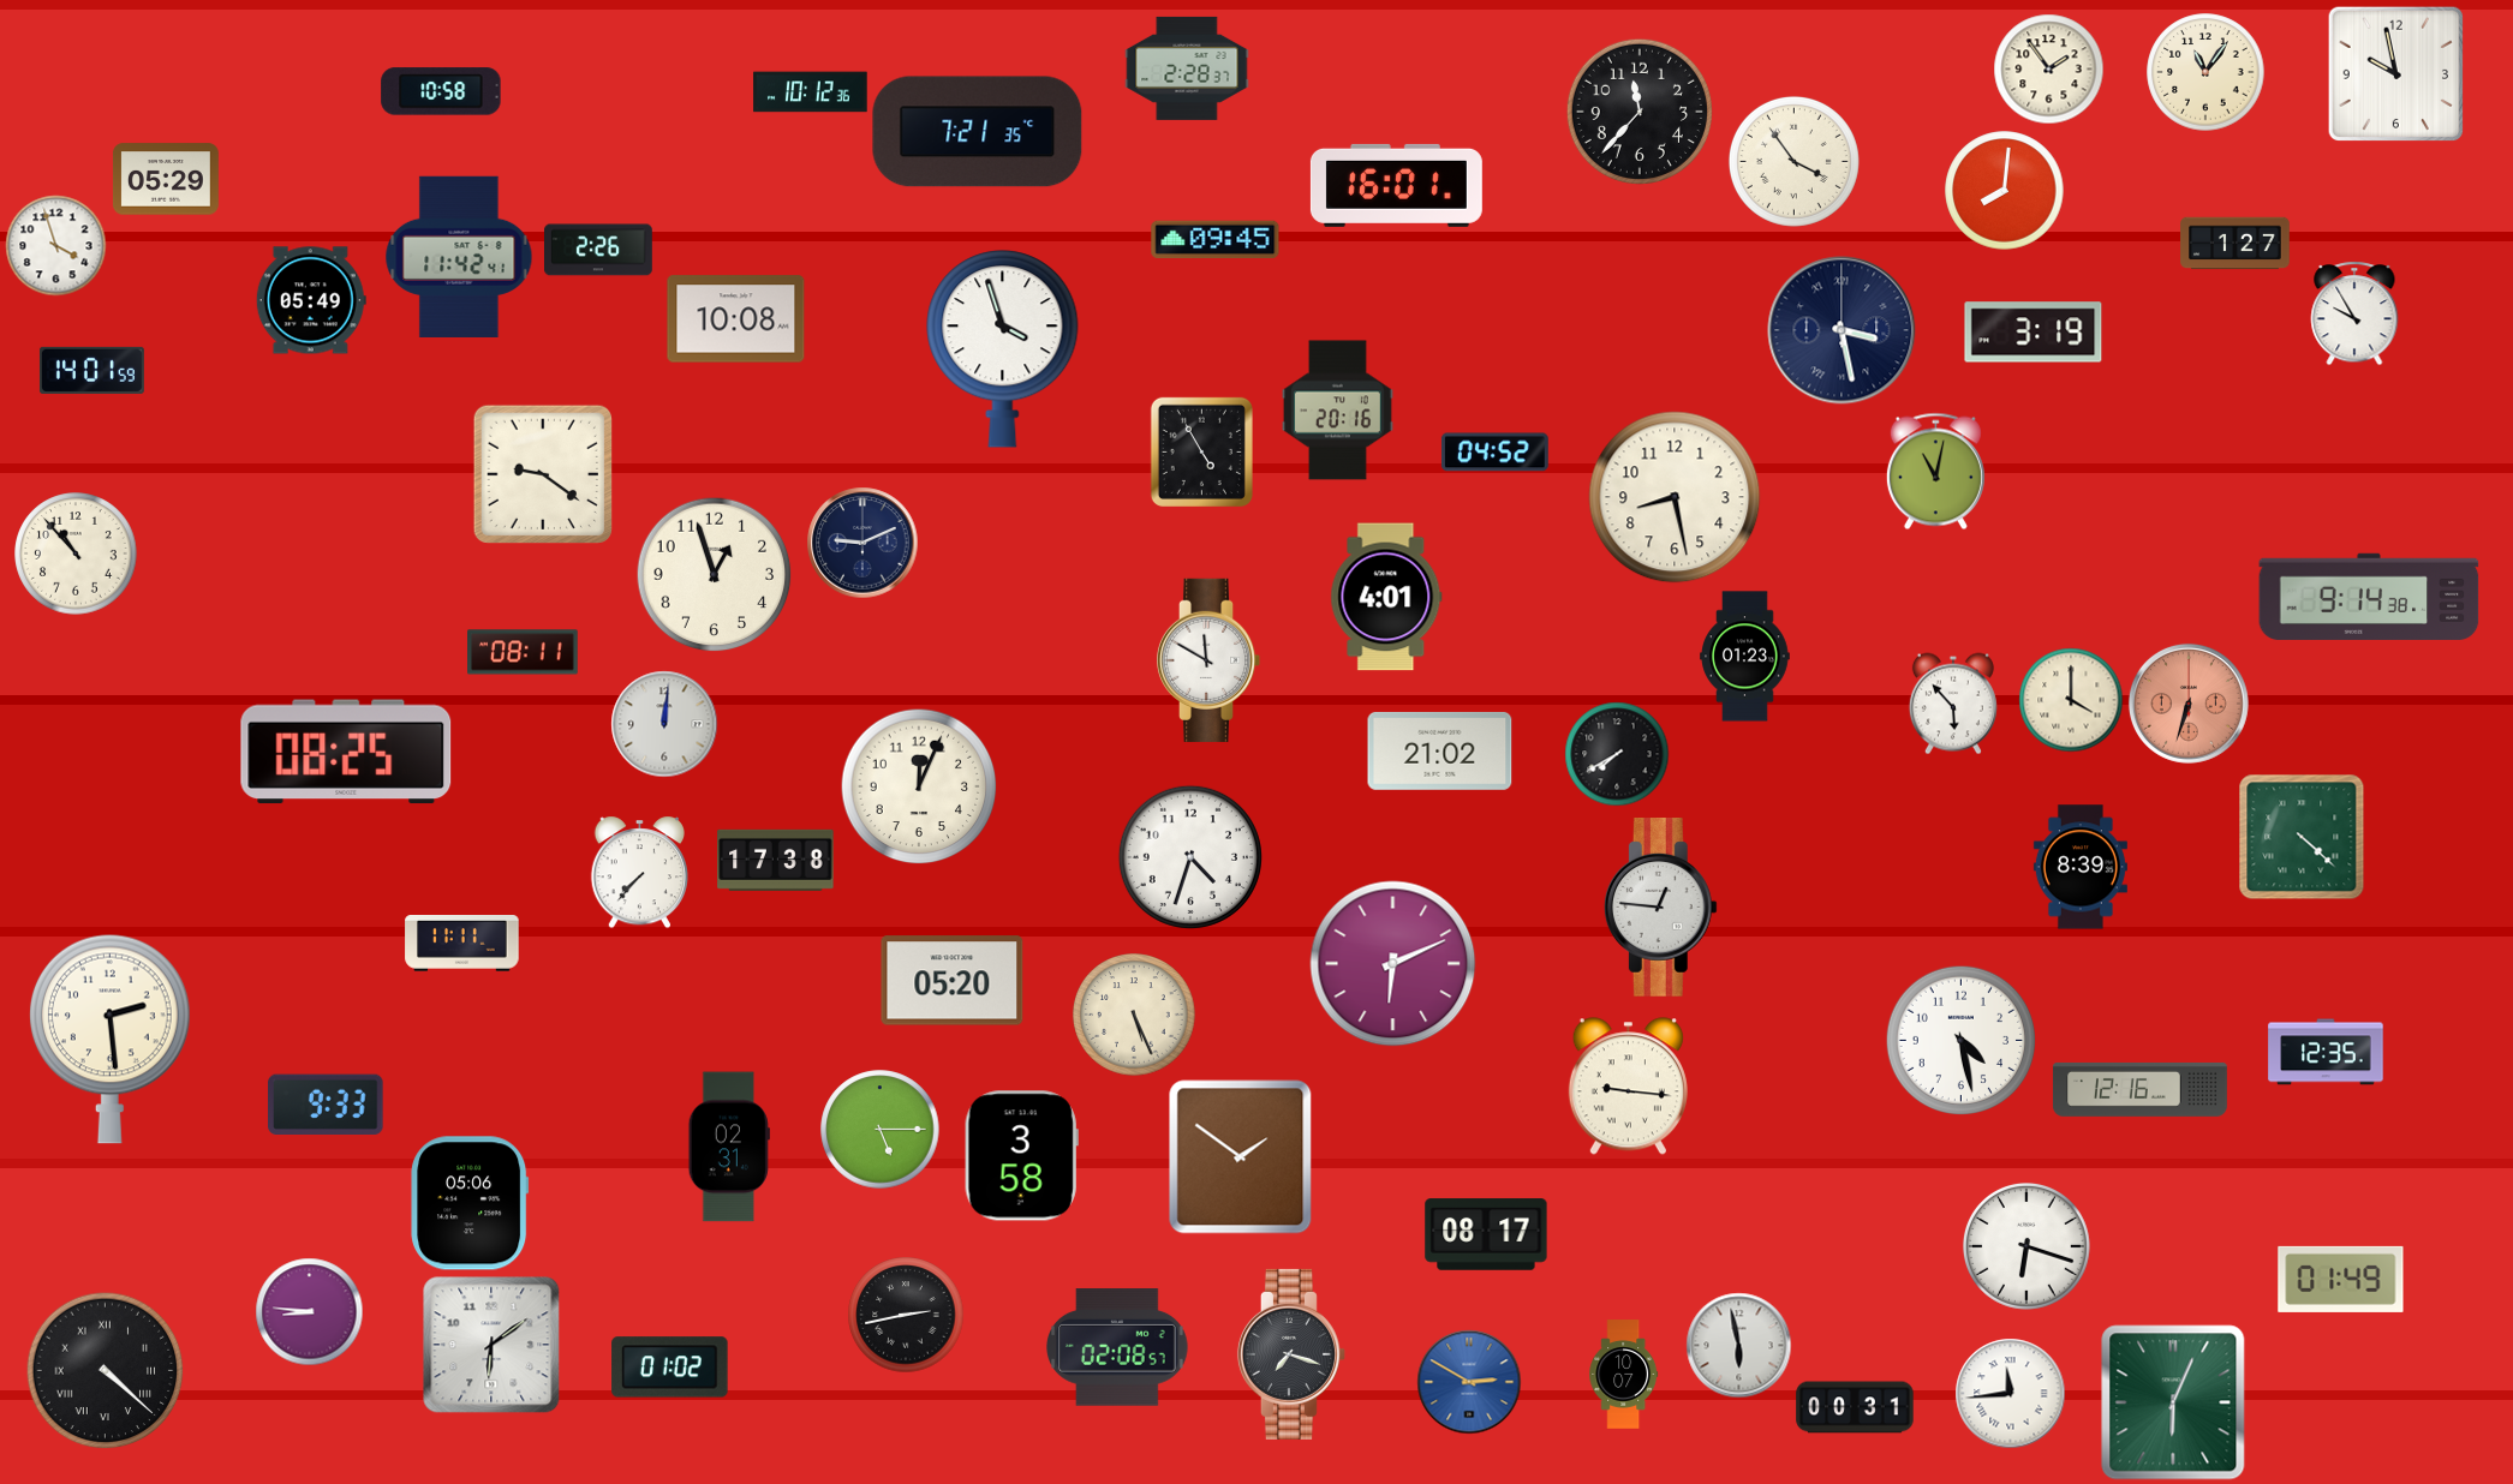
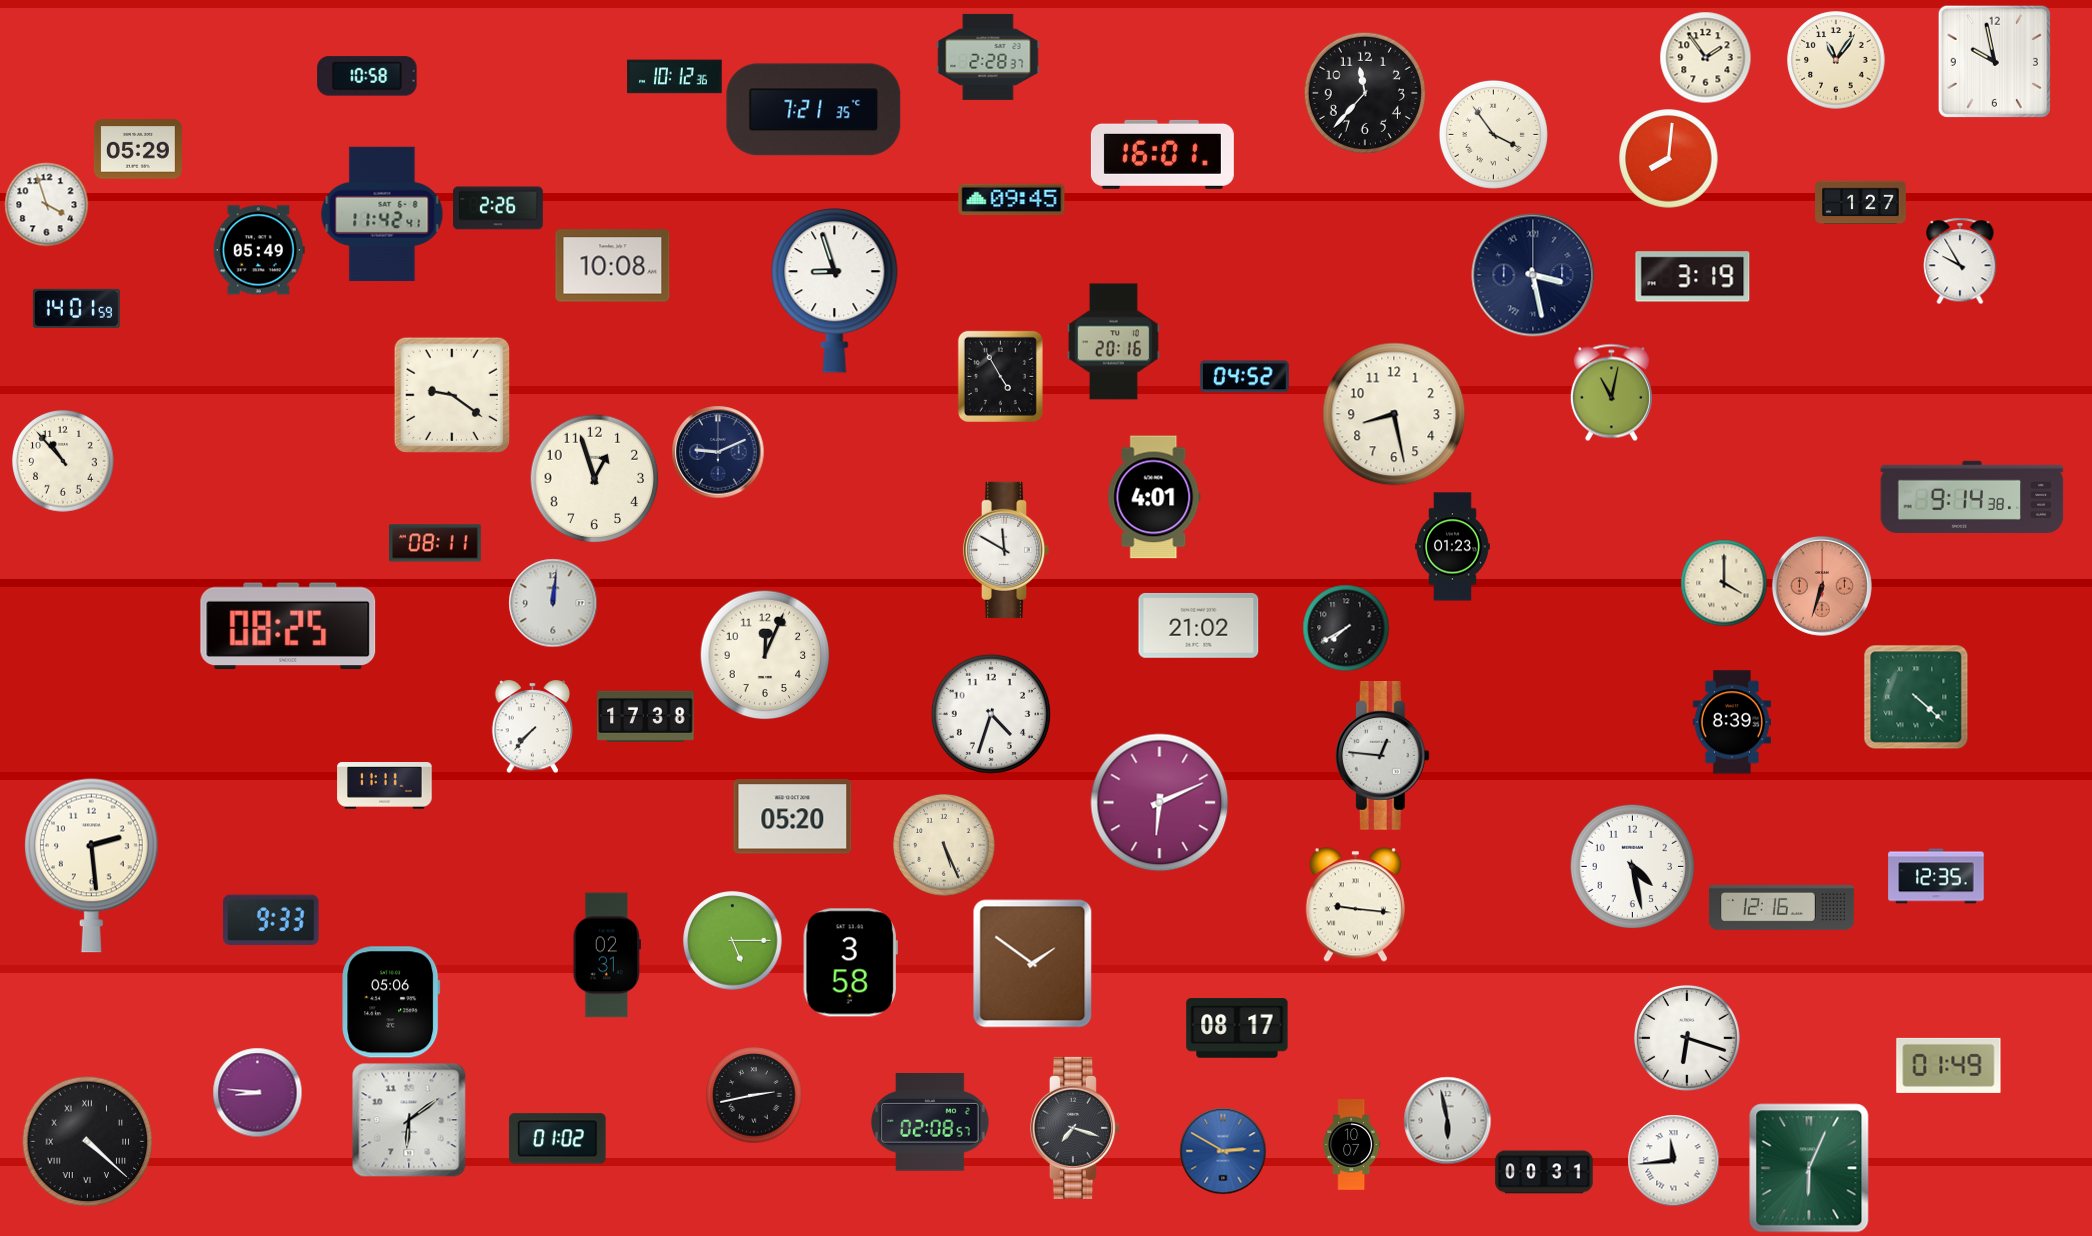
clock at (1003, 349): 3:57 -> 8:57
clock at (1953, 704): 5:53 -> none
